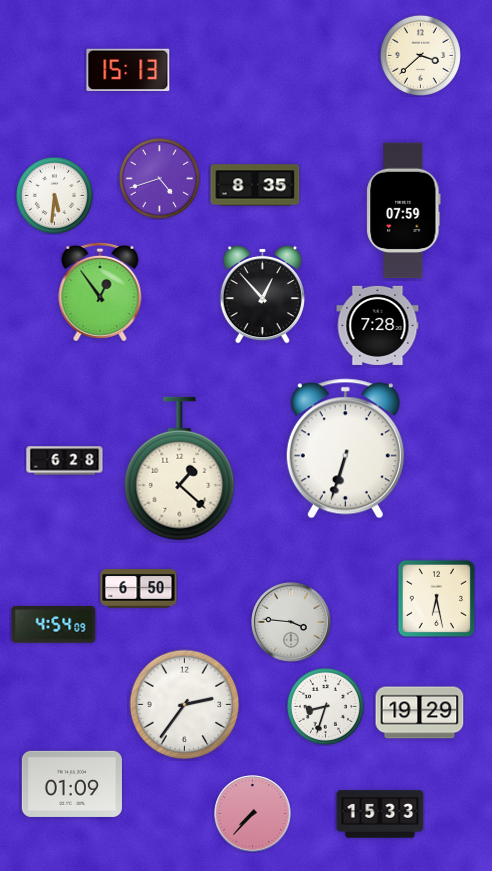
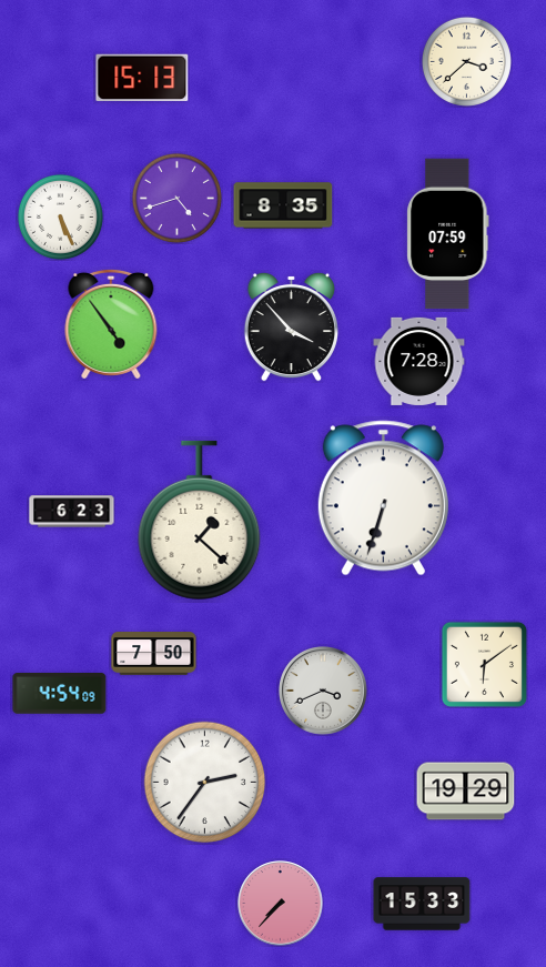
clock at (54, 195): 5:31 -> 5:26
clock at (100, 292): 12:54 -> 4:54
clock at (262, 294): 12:53 -> 3:53
clock at (65, 461): 6:28 -> 6:23
clock at (139, 589): 6:50 -> 7:50
clock at (436, 598): 6:28 -> 6:09
clock at (292, 623): 3:46 -> 3:41
clock at (325, 706): 8:33 -> none
clock at (72, 784): 01:09 -> none
